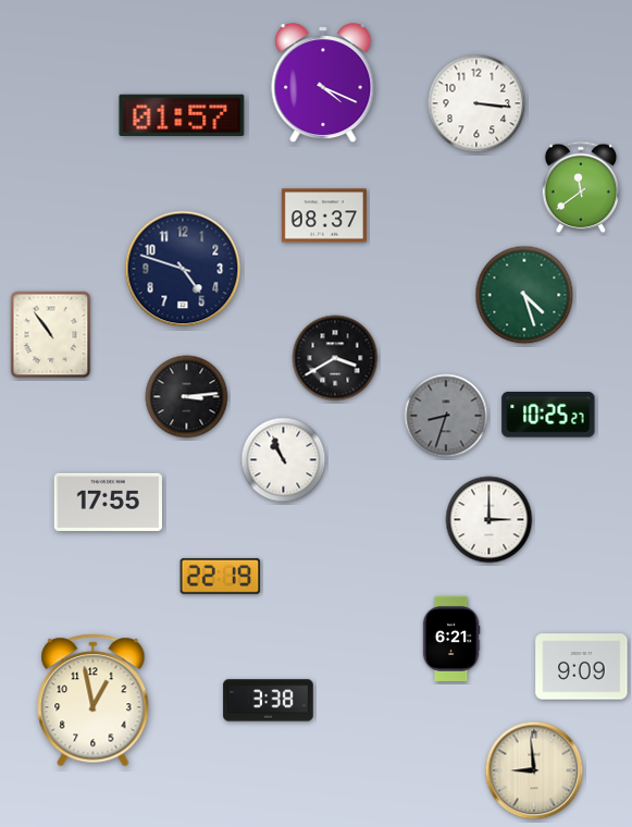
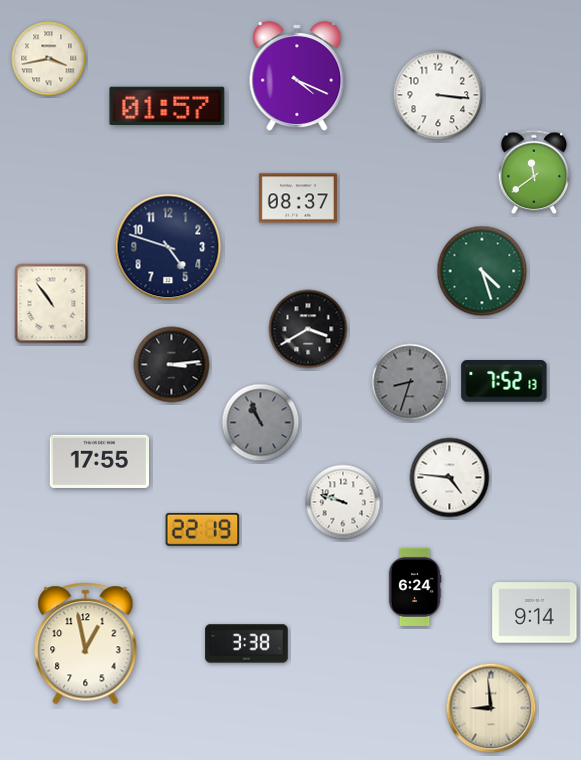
clock at (49, 59): none -> 3:43
clock at (51, 335) position: (51, 335) -> (52, 304)
clock at (548, 416): 10:25 -> 7:52
clock at (284, 460) dial: white -> grey
clock at (490, 520): 3:00 -> 4:46
clock at (343, 502): none -> 9:48
clock at (451, 639): 6:21 -> 6:24
clock at (582, 667): 9:09 -> 9:14
